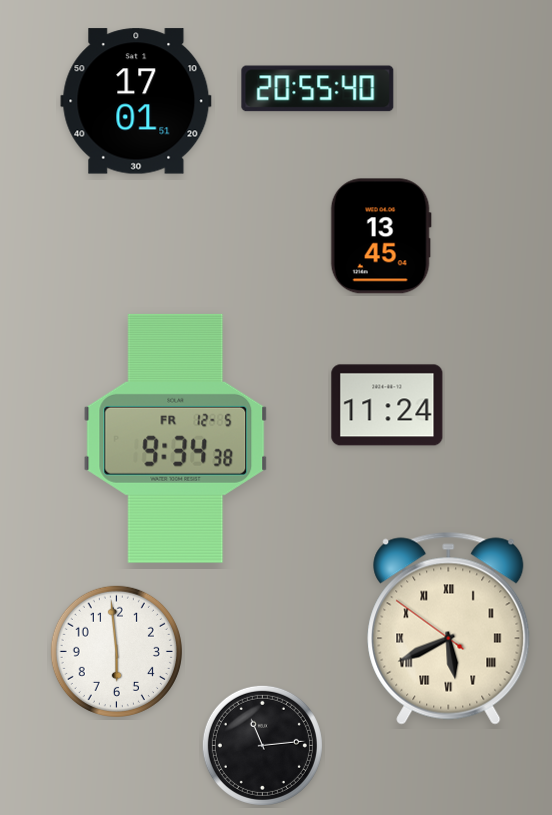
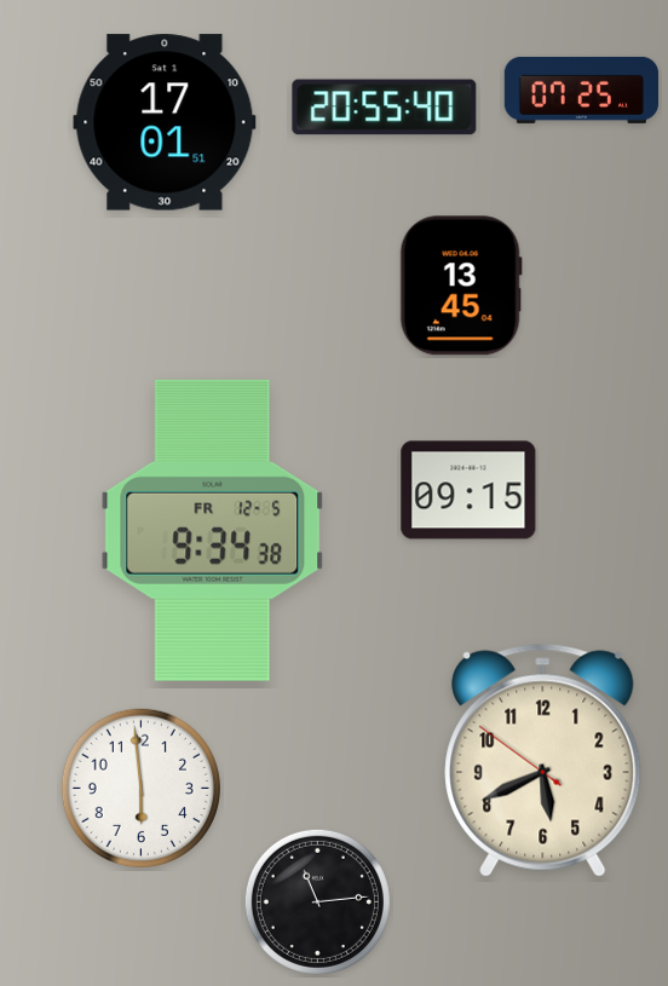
clock at (582, 90): none -> 07:25
clock at (387, 405): 11:24 -> 09:15
clock at (449, 628) numerals: Roman -> Arabic
